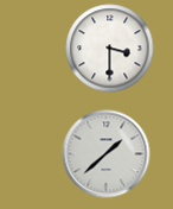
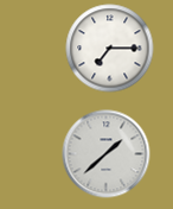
clock at (110, 49): 3:30 -> 7:15
